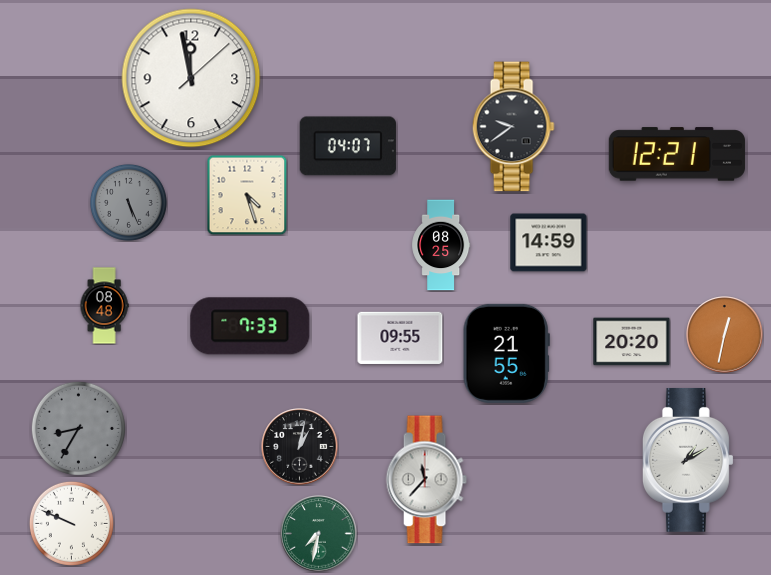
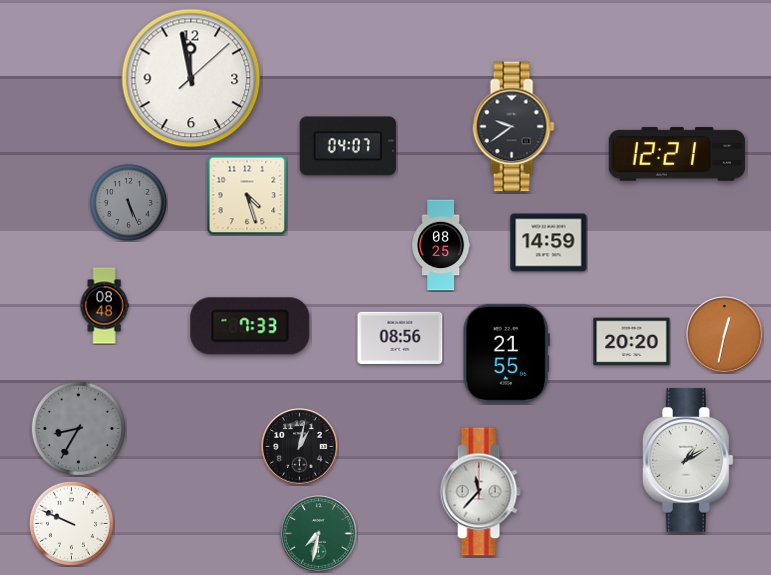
clock at (400, 338): 09:55 -> 08:56
clock at (426, 480) position: (426, 480) -> (480, 492)
